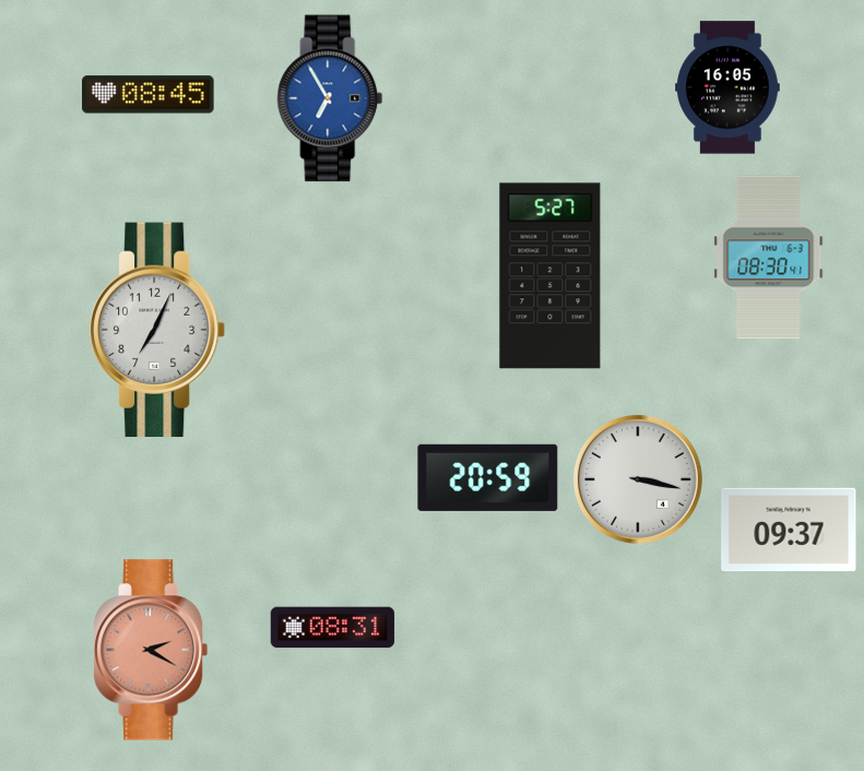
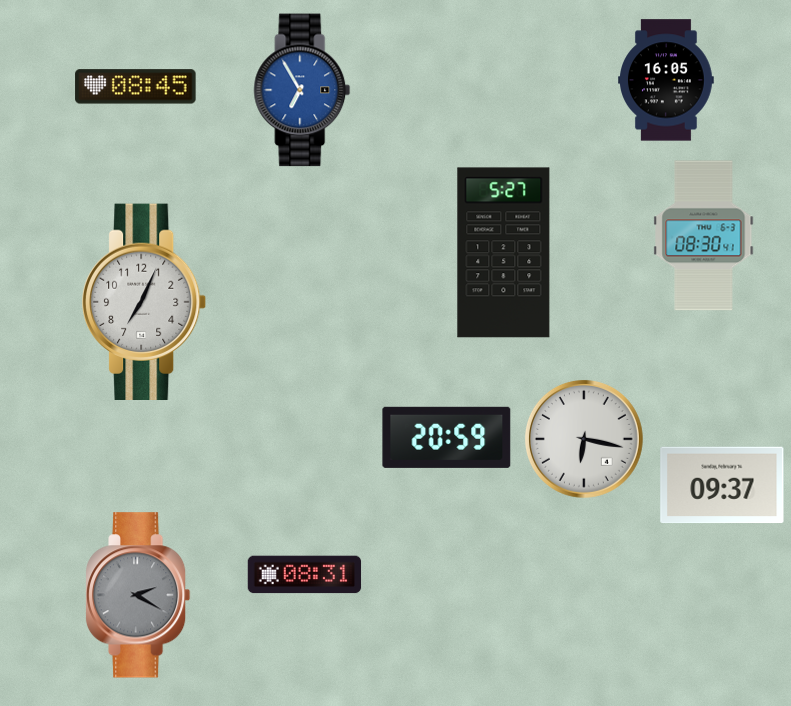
clock at (638, 479): 3:17 -> 6:17
clock at (151, 650) dial: salmon -> grey
